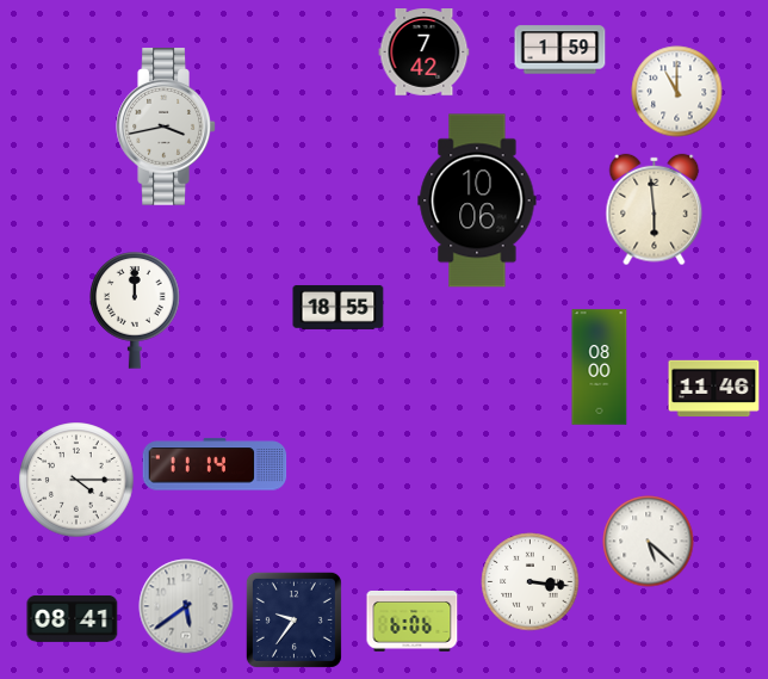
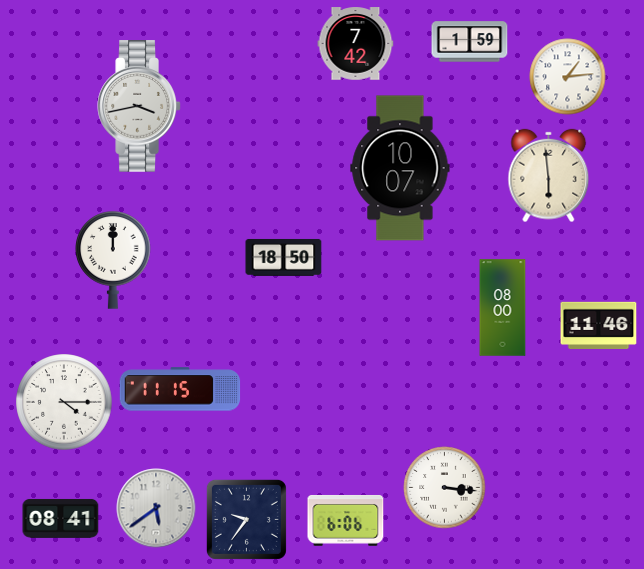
clock at (677, 92): 11:00 -> 1:14
clock at (477, 200): 10:06 -> 10:07
clock at (339, 307): 18:55 -> 18:50
clock at (215, 464): 11:14 -> 11:15
clock at (649, 542): 5:22 -> none
